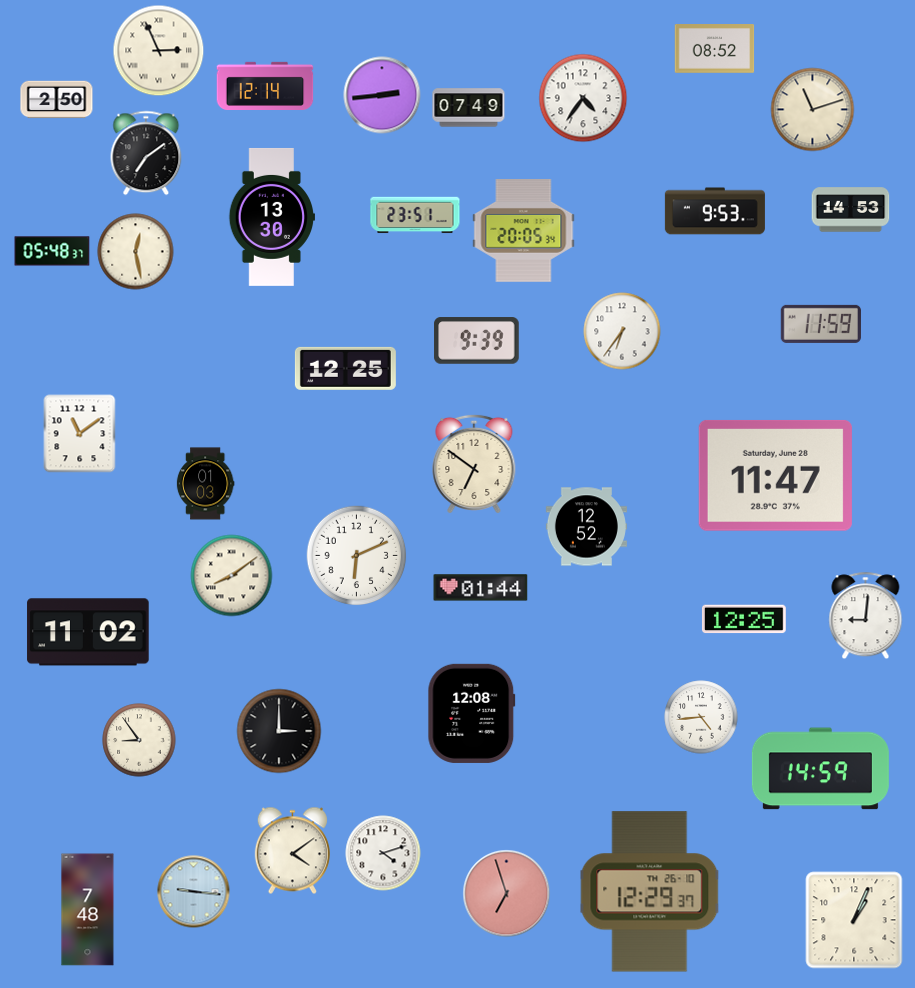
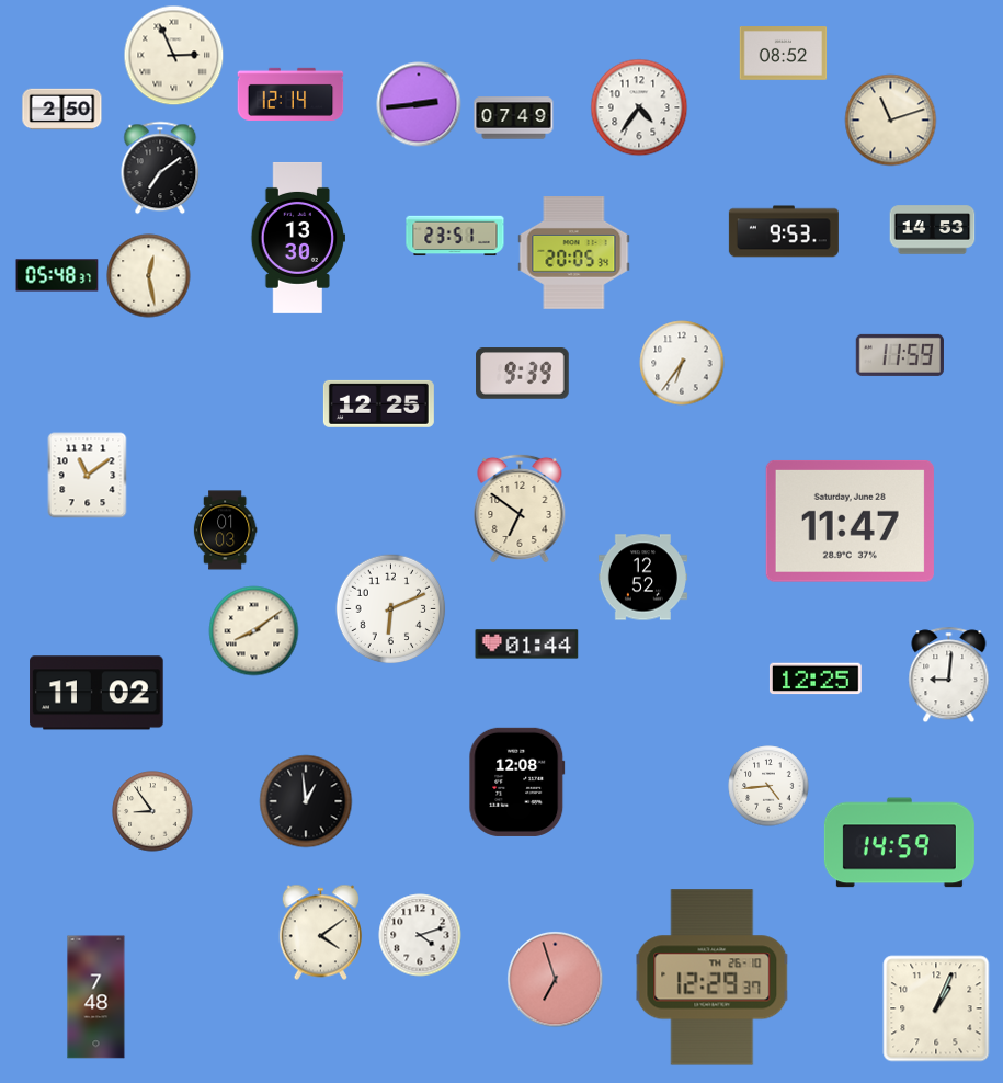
clock at (279, 731): 3:00 -> 12:59
clock at (194, 892): 9:16 -> none
